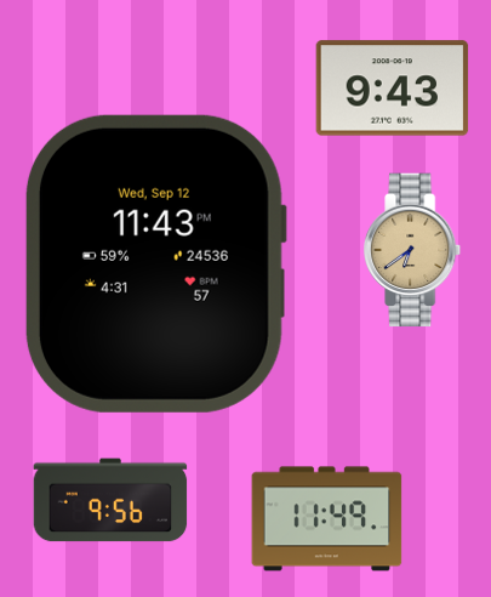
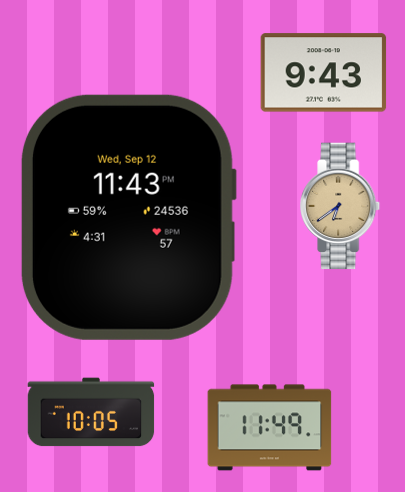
clock at (110, 500): 9:56 -> 10:05
